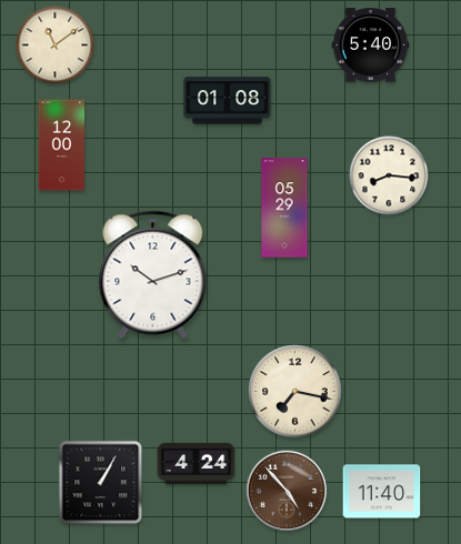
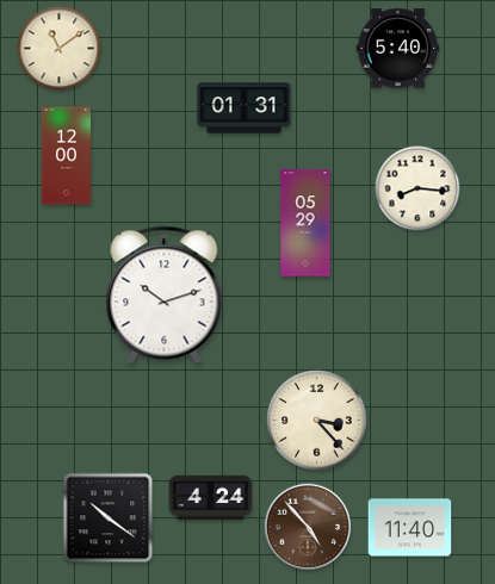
clock at (228, 101): 01:08 -> 01:31
clock at (295, 392): 7:17 -> 3:23
clock at (101, 483): 1:05 -> 10:21
